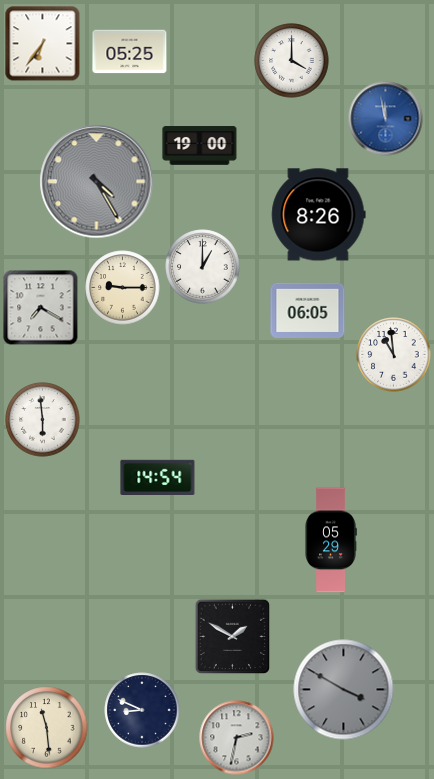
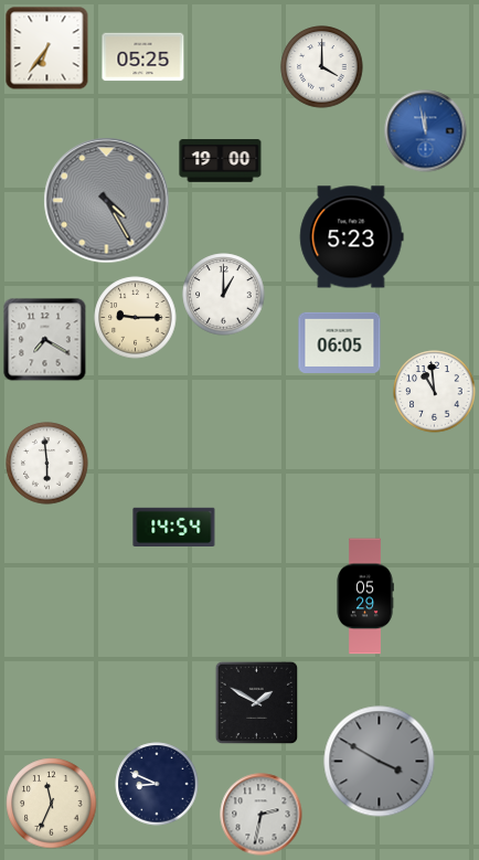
clock at (319, 215): 8:26 -> 5:23
clock at (47, 728): 11:29 -> 11:34
